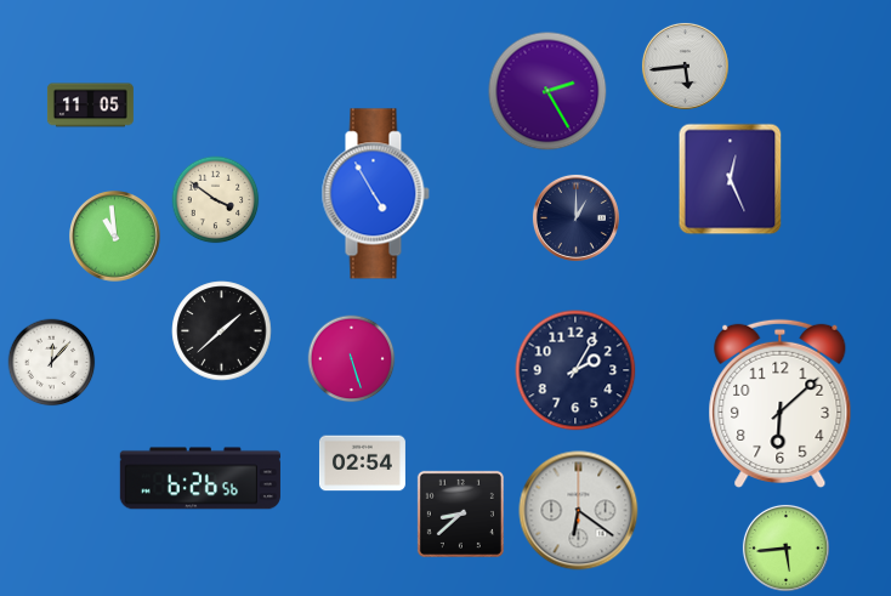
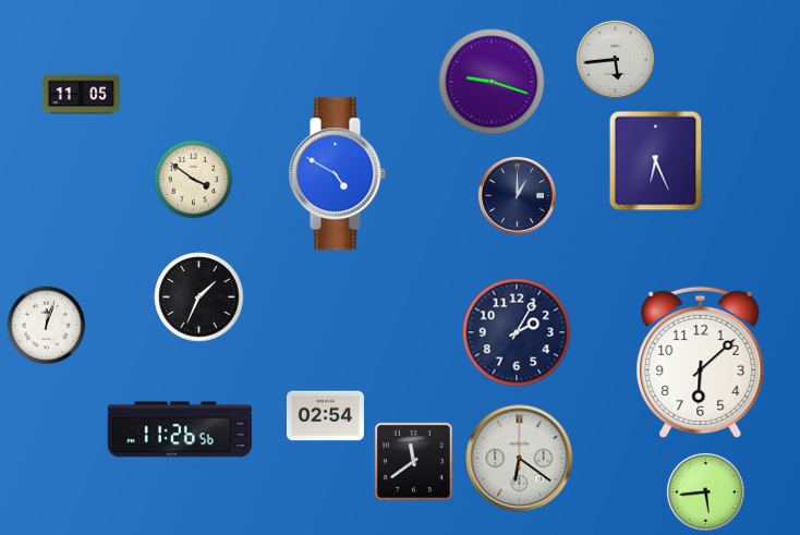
clock at (547, 91): 2:25 -> 9:18
clock at (731, 180): 12:26 -> 6:26
clock at (375, 194): 4:55 -> 4:50
clock at (115, 237): 10:59 -> none
clock at (222, 331): 1:38 -> 1:34
clock at (352, 359): 5:27 -> none
clock at (52, 363): 12:07 -> 12:03
clock at (200, 478): 6:26 -> 11:26
clock at (460, 513): 8:38 -> 11:39
